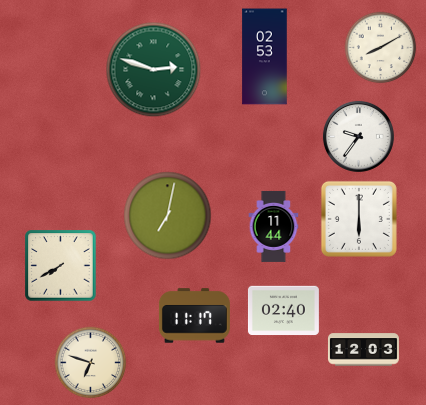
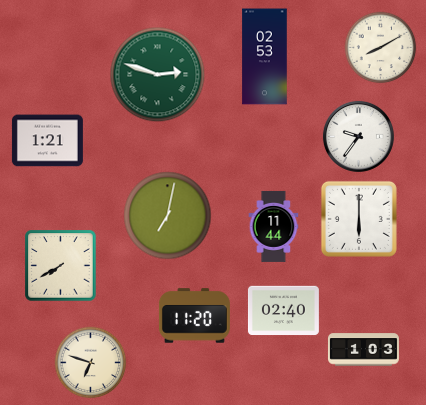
clock at (154, 70) position: (154, 70) -> (158, 75)
clock at (47, 141): none -> 1:21
clock at (194, 316): 11:17 -> 11:20
clock at (363, 350): 12:03 -> 1:03
